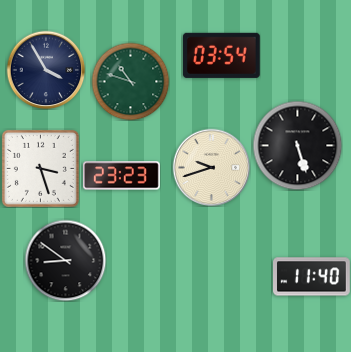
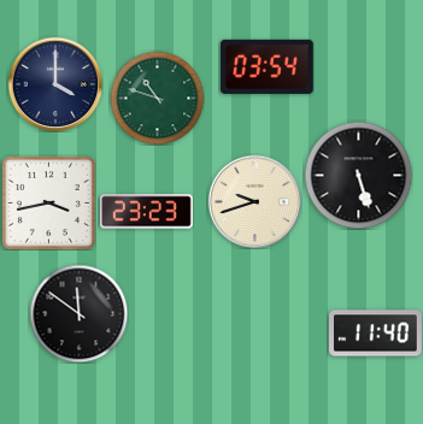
clock at (46, 70): 3:55 -> 4:00
clock at (40, 168): 3:27 -> 3:43
clock at (65, 260): 8:51 -> 11:51
